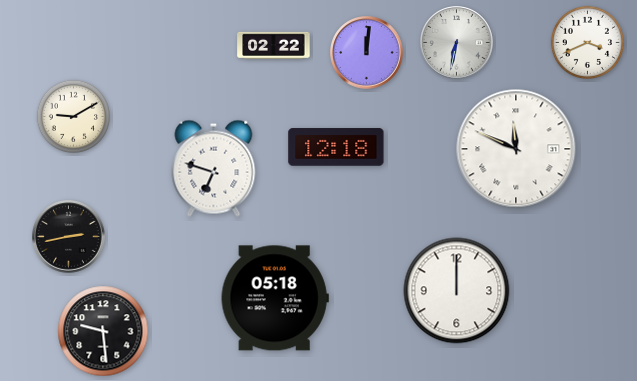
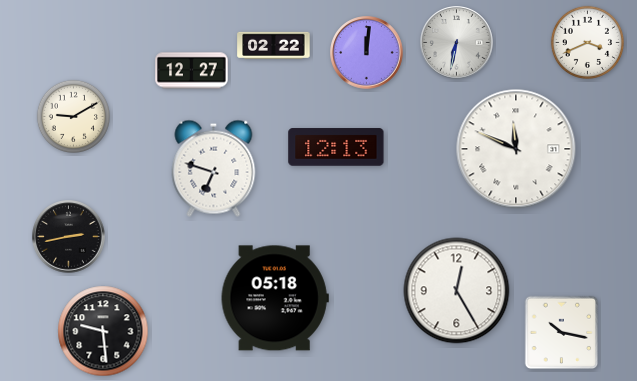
clock at (192, 71): none -> 12:27
clock at (336, 147): 12:18 -> 12:13
clock at (457, 291): 12:00 -> 12:25
clock at (562, 333): none -> 10:17
